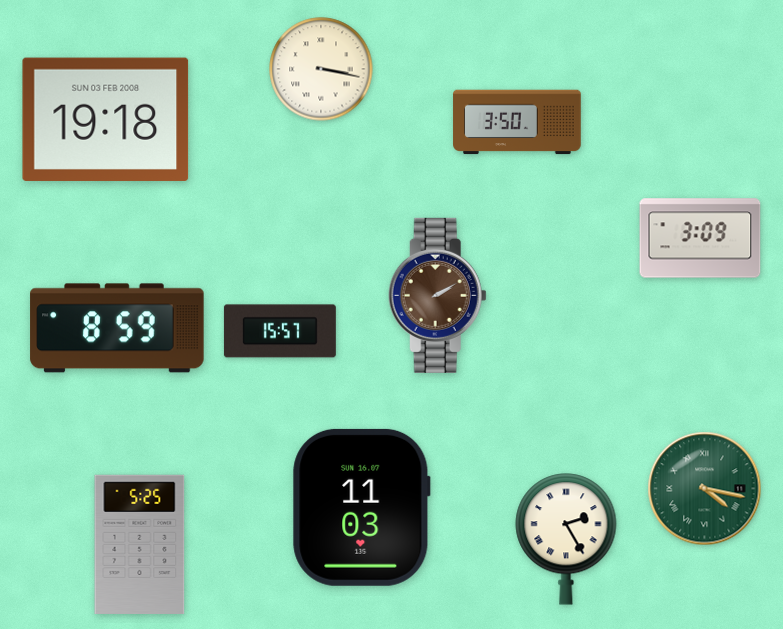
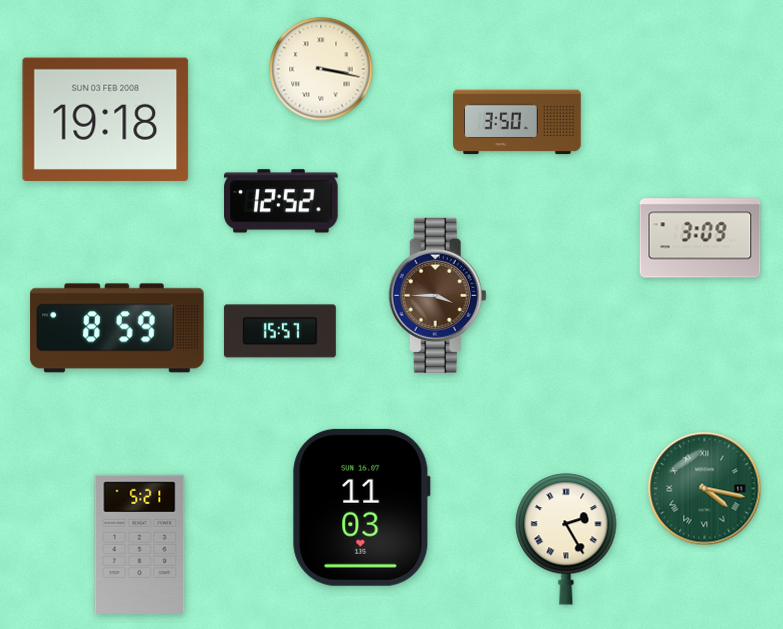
clock at (281, 201): none -> 12:52
clock at (437, 295): 2:10 -> 3:45
clock at (140, 544): 5:25 -> 5:21
